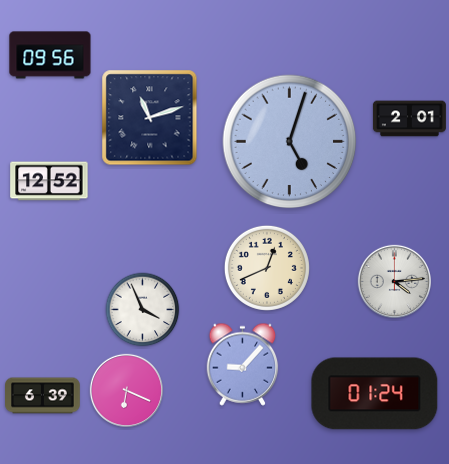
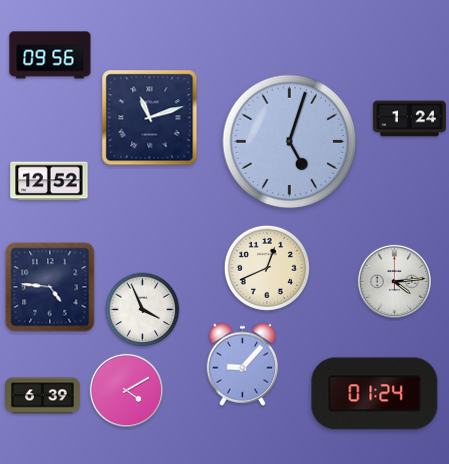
clock at (409, 119): 2:01 -> 1:24
clock at (50, 287): none -> 4:46
clock at (126, 390): 6:19 -> 4:10
